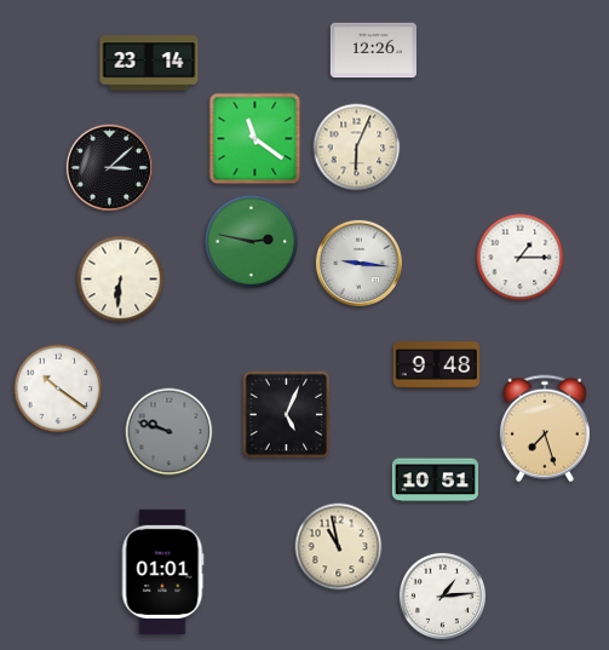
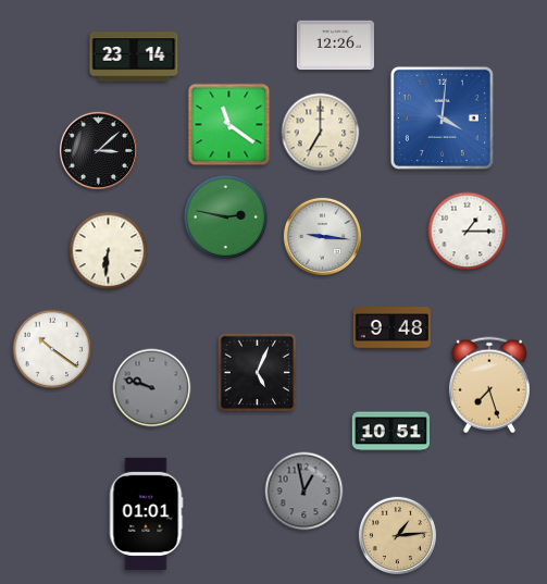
clock at (442, 117): none -> 4:01
clock at (357, 148): 6:04 -> 7:00
clock at (339, 547): 10:58 -> 12:58
clock at (339, 547) dial: cream -> grey
clock at (442, 596) dial: white -> champagne
